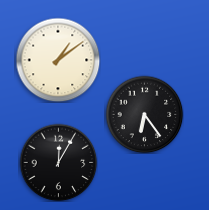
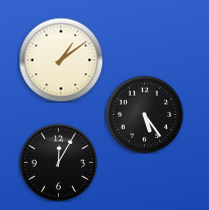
clock at (58, 60) position: (58, 60) -> (61, 60)
clock at (144, 114): 6:24 -> 5:24
